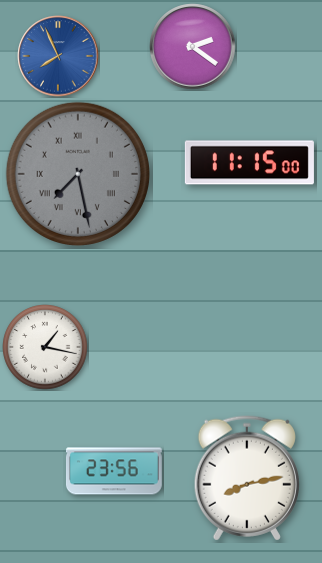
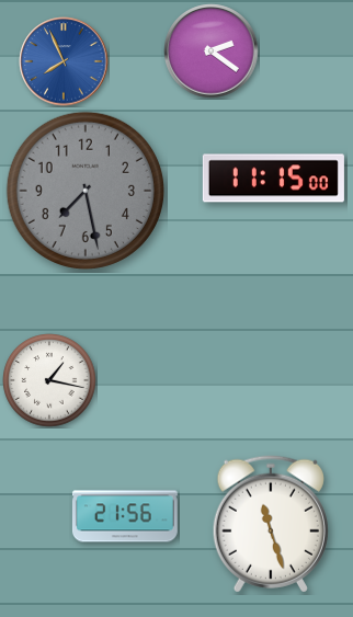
clock at (78, 174) numerals: Roman -> Arabic
clock at (114, 471): 23:56 -> 21:56
clock at (247, 478): 8:13 -> 11:27
